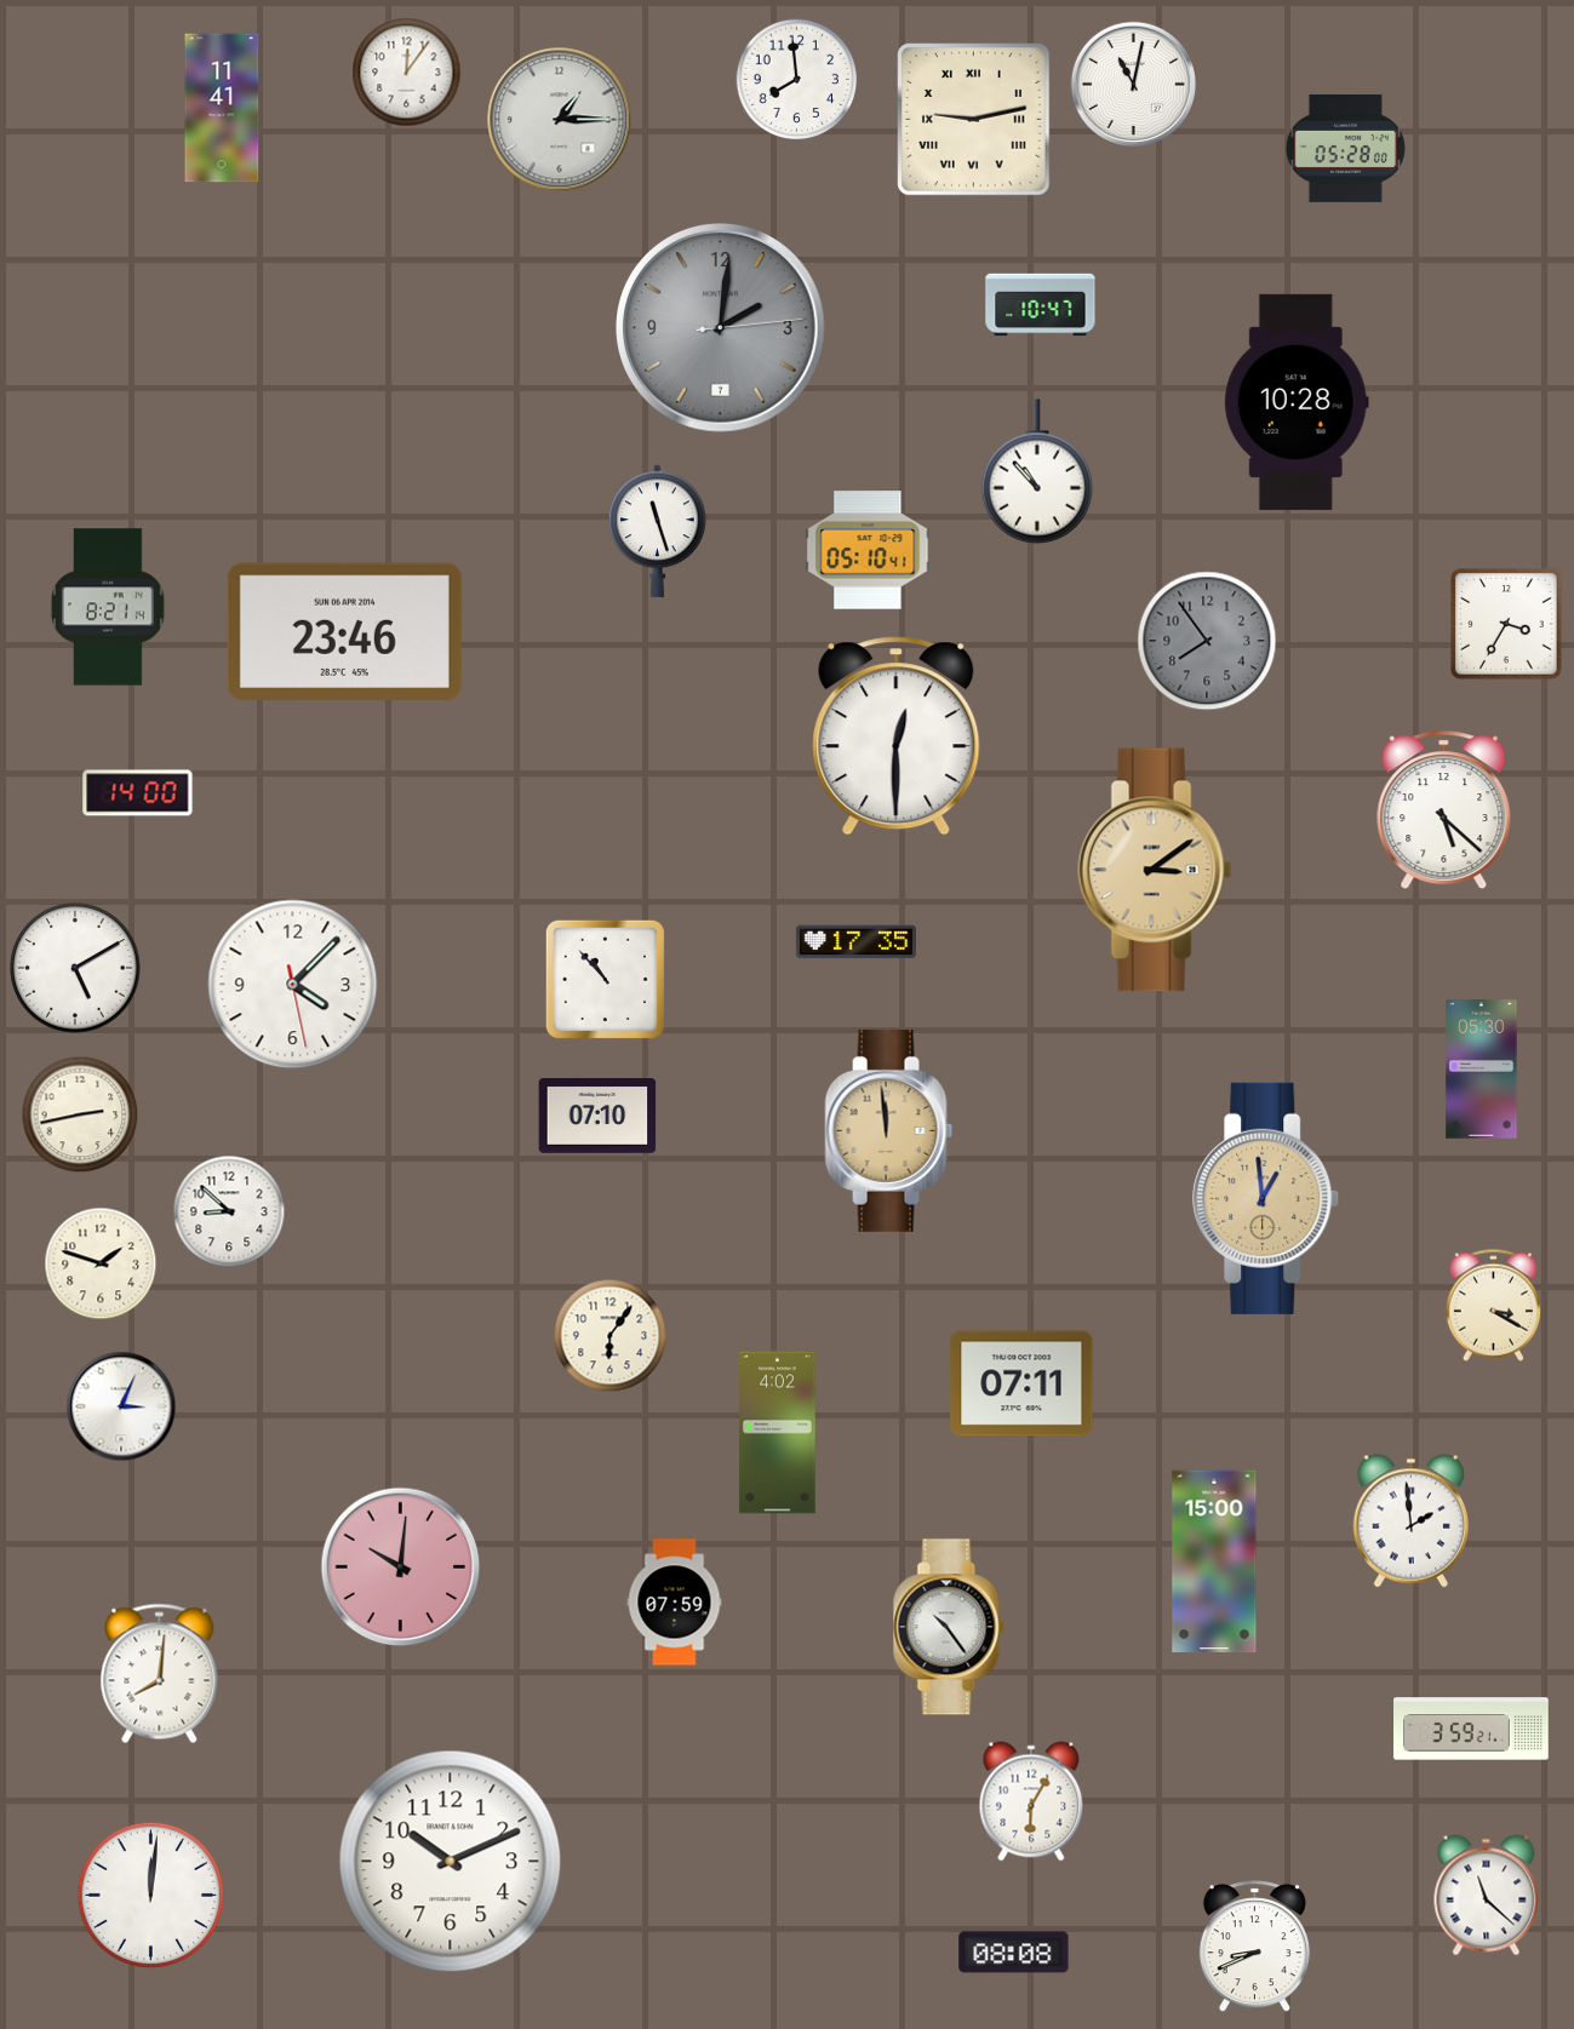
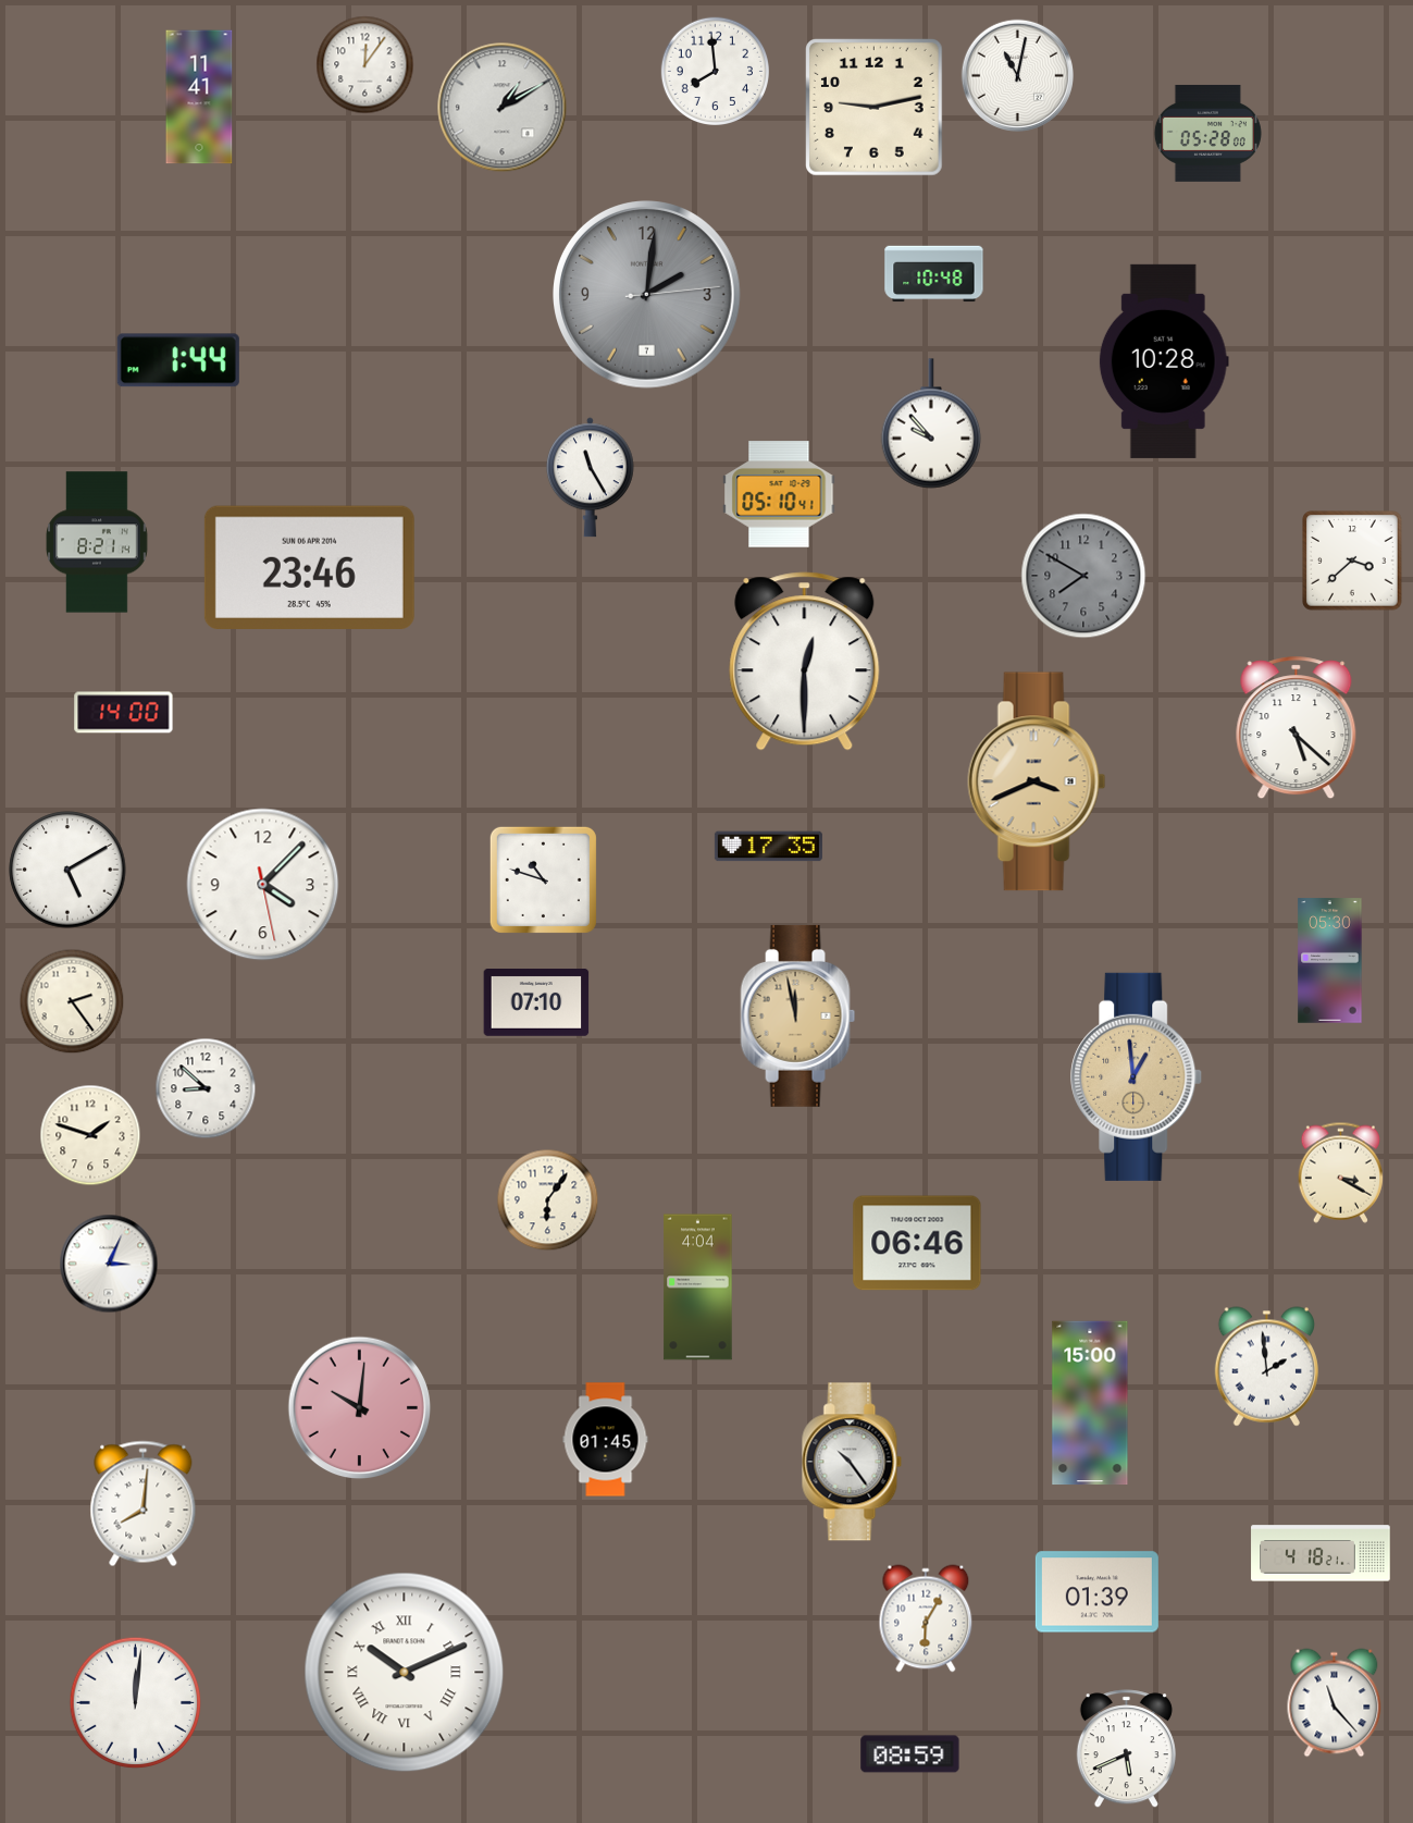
clock at (560, 120): 1:15 -> 1:10
clock at (974, 120) numerals: Roman -> Arabic
clock at (1041, 305): 10:47 -> 10:48
clock at (178, 360): none -> 1:44
clock at (1037, 471): 10:53 -> 9:53
clock at (657, 532): 11:27 -> 11:25
clock at (108, 607) position: (108, 607) -> (97, 542)
clock at (1506, 624): 3:35 -> 3:38
clock at (1207, 641): 7:54 -> 7:50
clock at (1155, 870): 3:09 -> 3:41
clock at (605, 979): 10:53 -> 10:48
clock at (80, 1114): 2:43 -> 2:24
clock at (889, 1130): 11:59 -> 11:58
clock at (1021, 1383): 07:11 -> 06:46
clock at (778, 1433): 4:02 -> 4:04
clock at (675, 1603): 07:59 -> 01:45
clock at (1471, 1729): 3:59 -> 4:18
clock at (1096, 1592): none -> 01:39
clock at (451, 1862) numerals: Arabic -> Roman
clock at (1487, 1896): 11:22 -> 11:23
clock at (1254, 1947): 8:41 -> 5:41
clock at (1014, 1953): 08:08 -> 08:59
